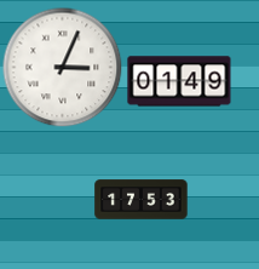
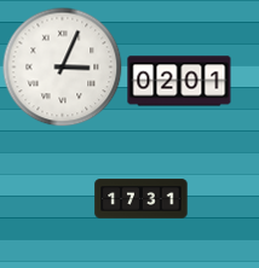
clock at (179, 81): 01:49 -> 02:01
clock at (142, 200): 17:53 -> 17:31
